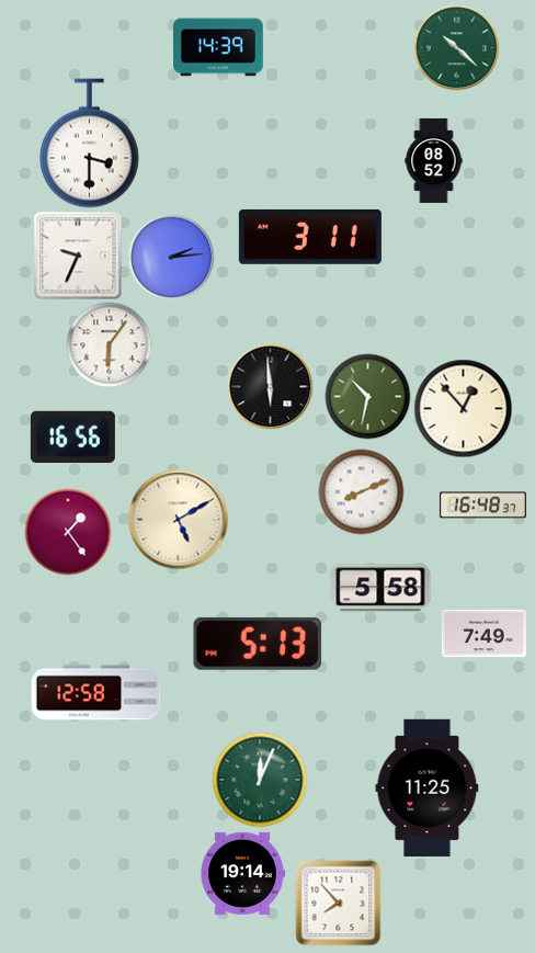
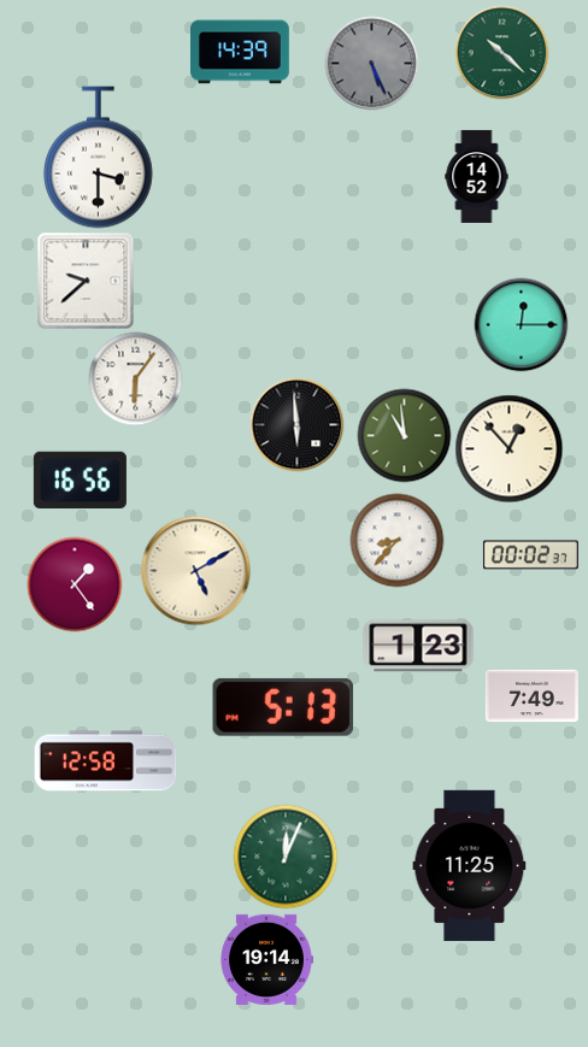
clock at (371, 63): none -> 5:26
clock at (434, 160): 08:52 -> 14:52
clock at (310, 237): 3:11 -> none
clock at (78, 256): 9:34 -> 9:38
clock at (171, 257): 2:14 -> none
clock at (521, 324): none -> 12:15
clock at (109, 344) position: (109, 344) -> (135, 378)
clock at (367, 396): 10:32 -> 10:59
clock at (361, 491): 8:11 -> 8:37
clock at (482, 506): 16:48 -> 00:02
clock at (380, 588): 5:58 -> 1:23
clock at (338, 903): 7:53 -> none
